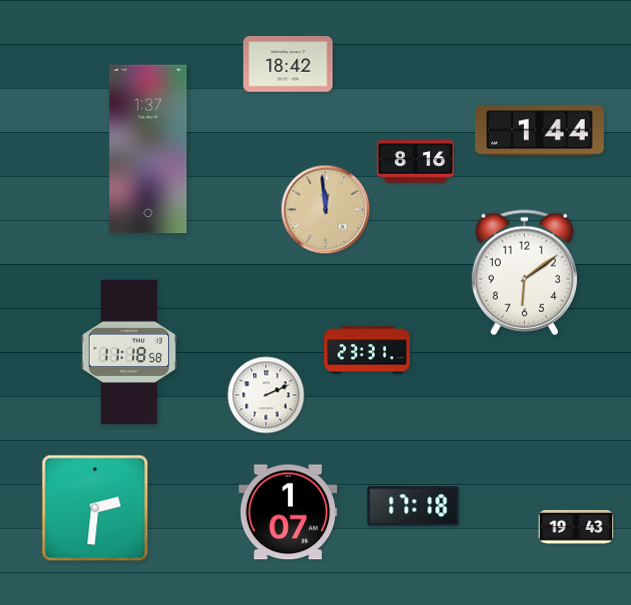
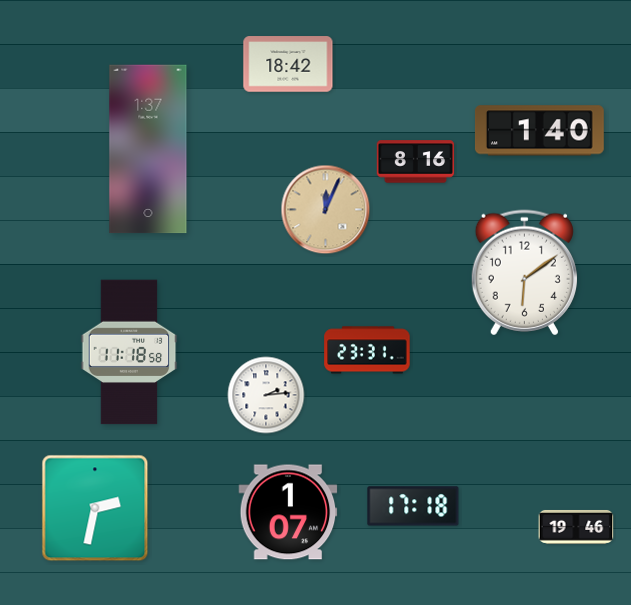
clock at (539, 131): 1:44 -> 1:40
clock at (326, 210): 11:59 -> 12:04
clock at (266, 395): 2:11 -> 2:14
clock at (95, 508): 2:31 -> 2:32
clock at (576, 527): 19:43 -> 19:46
